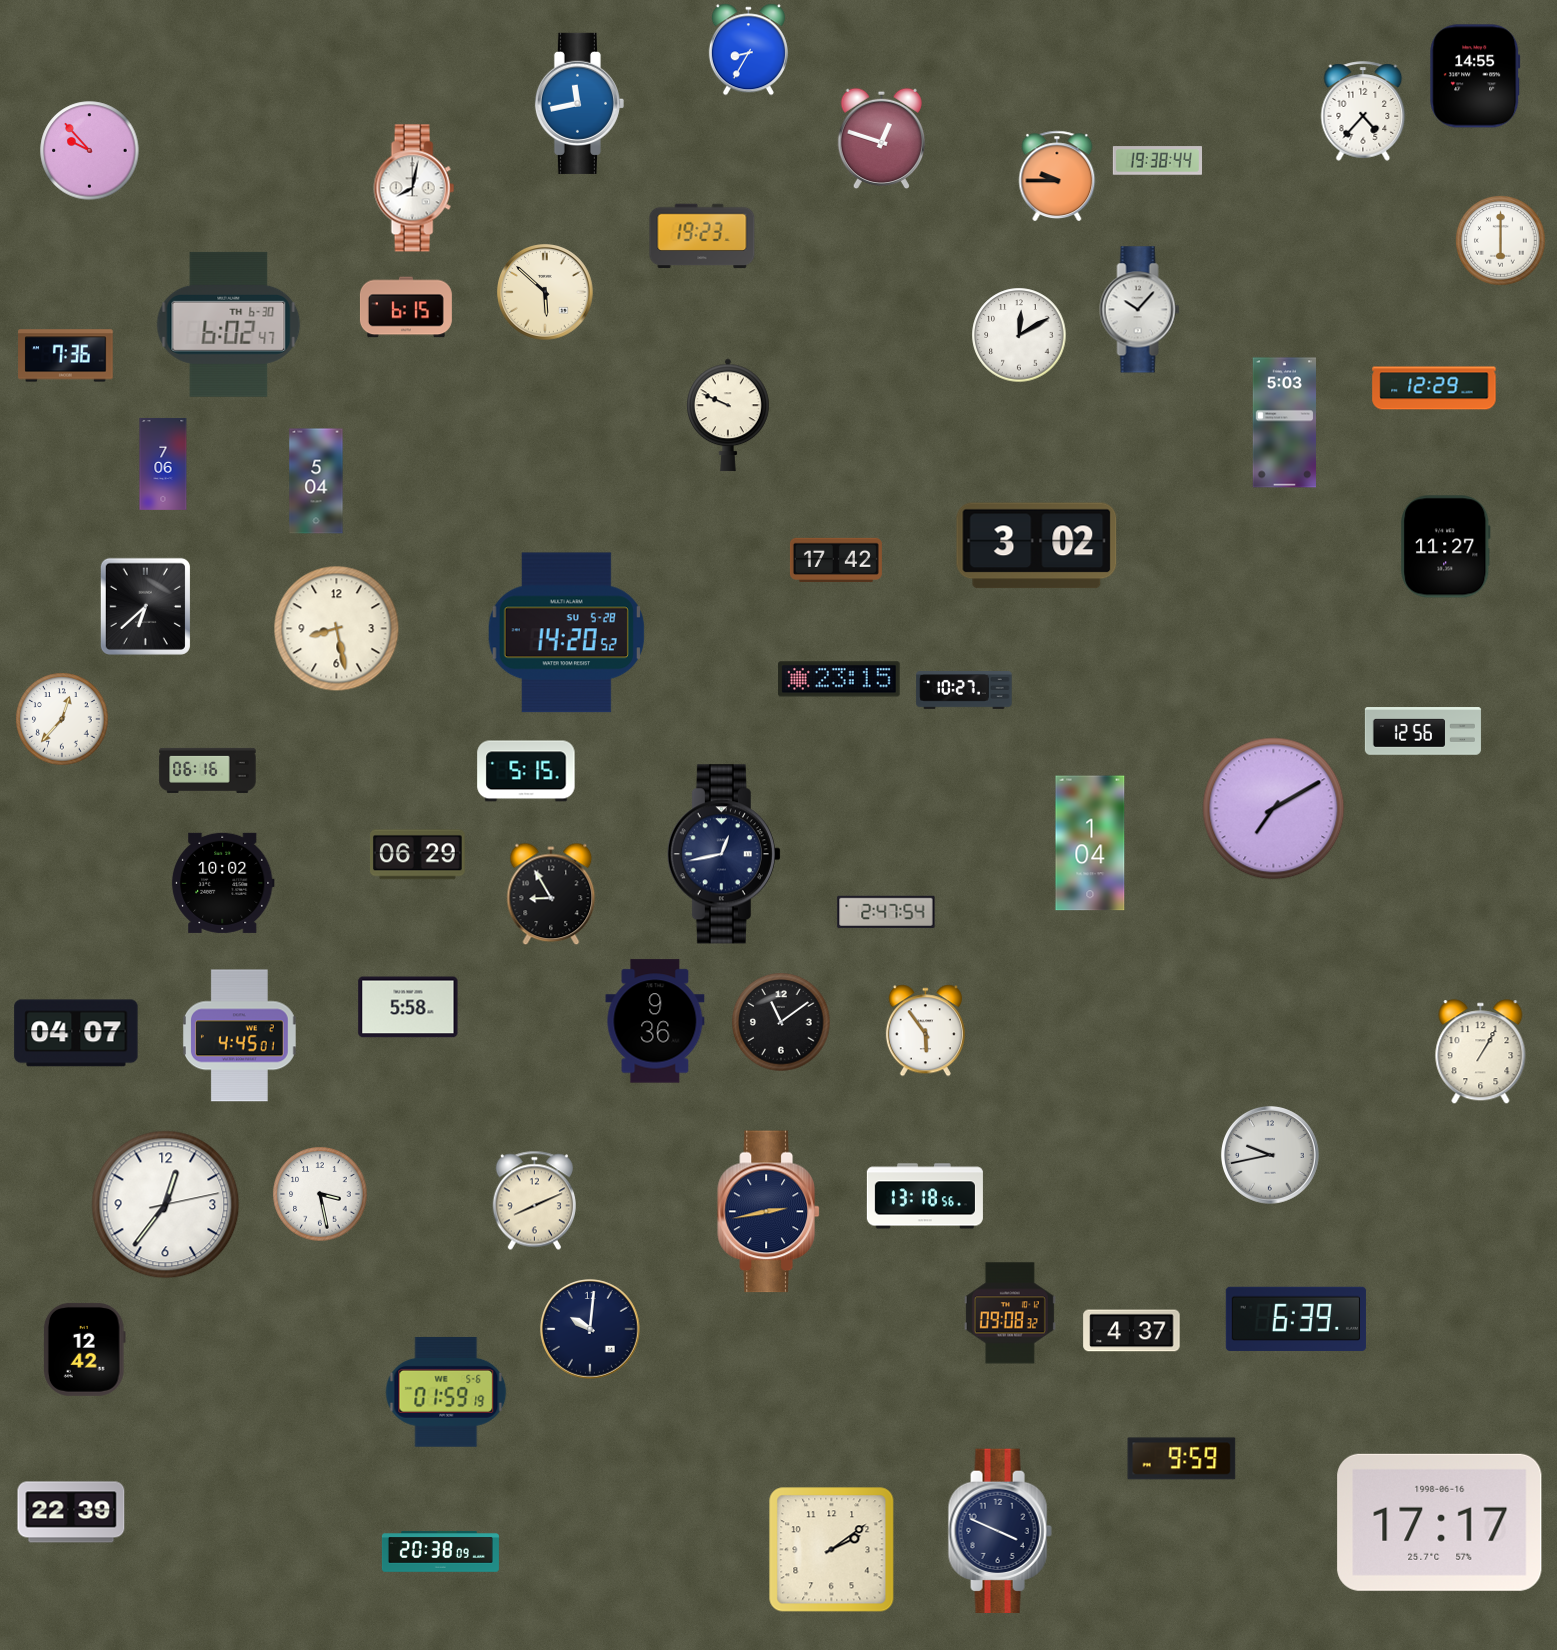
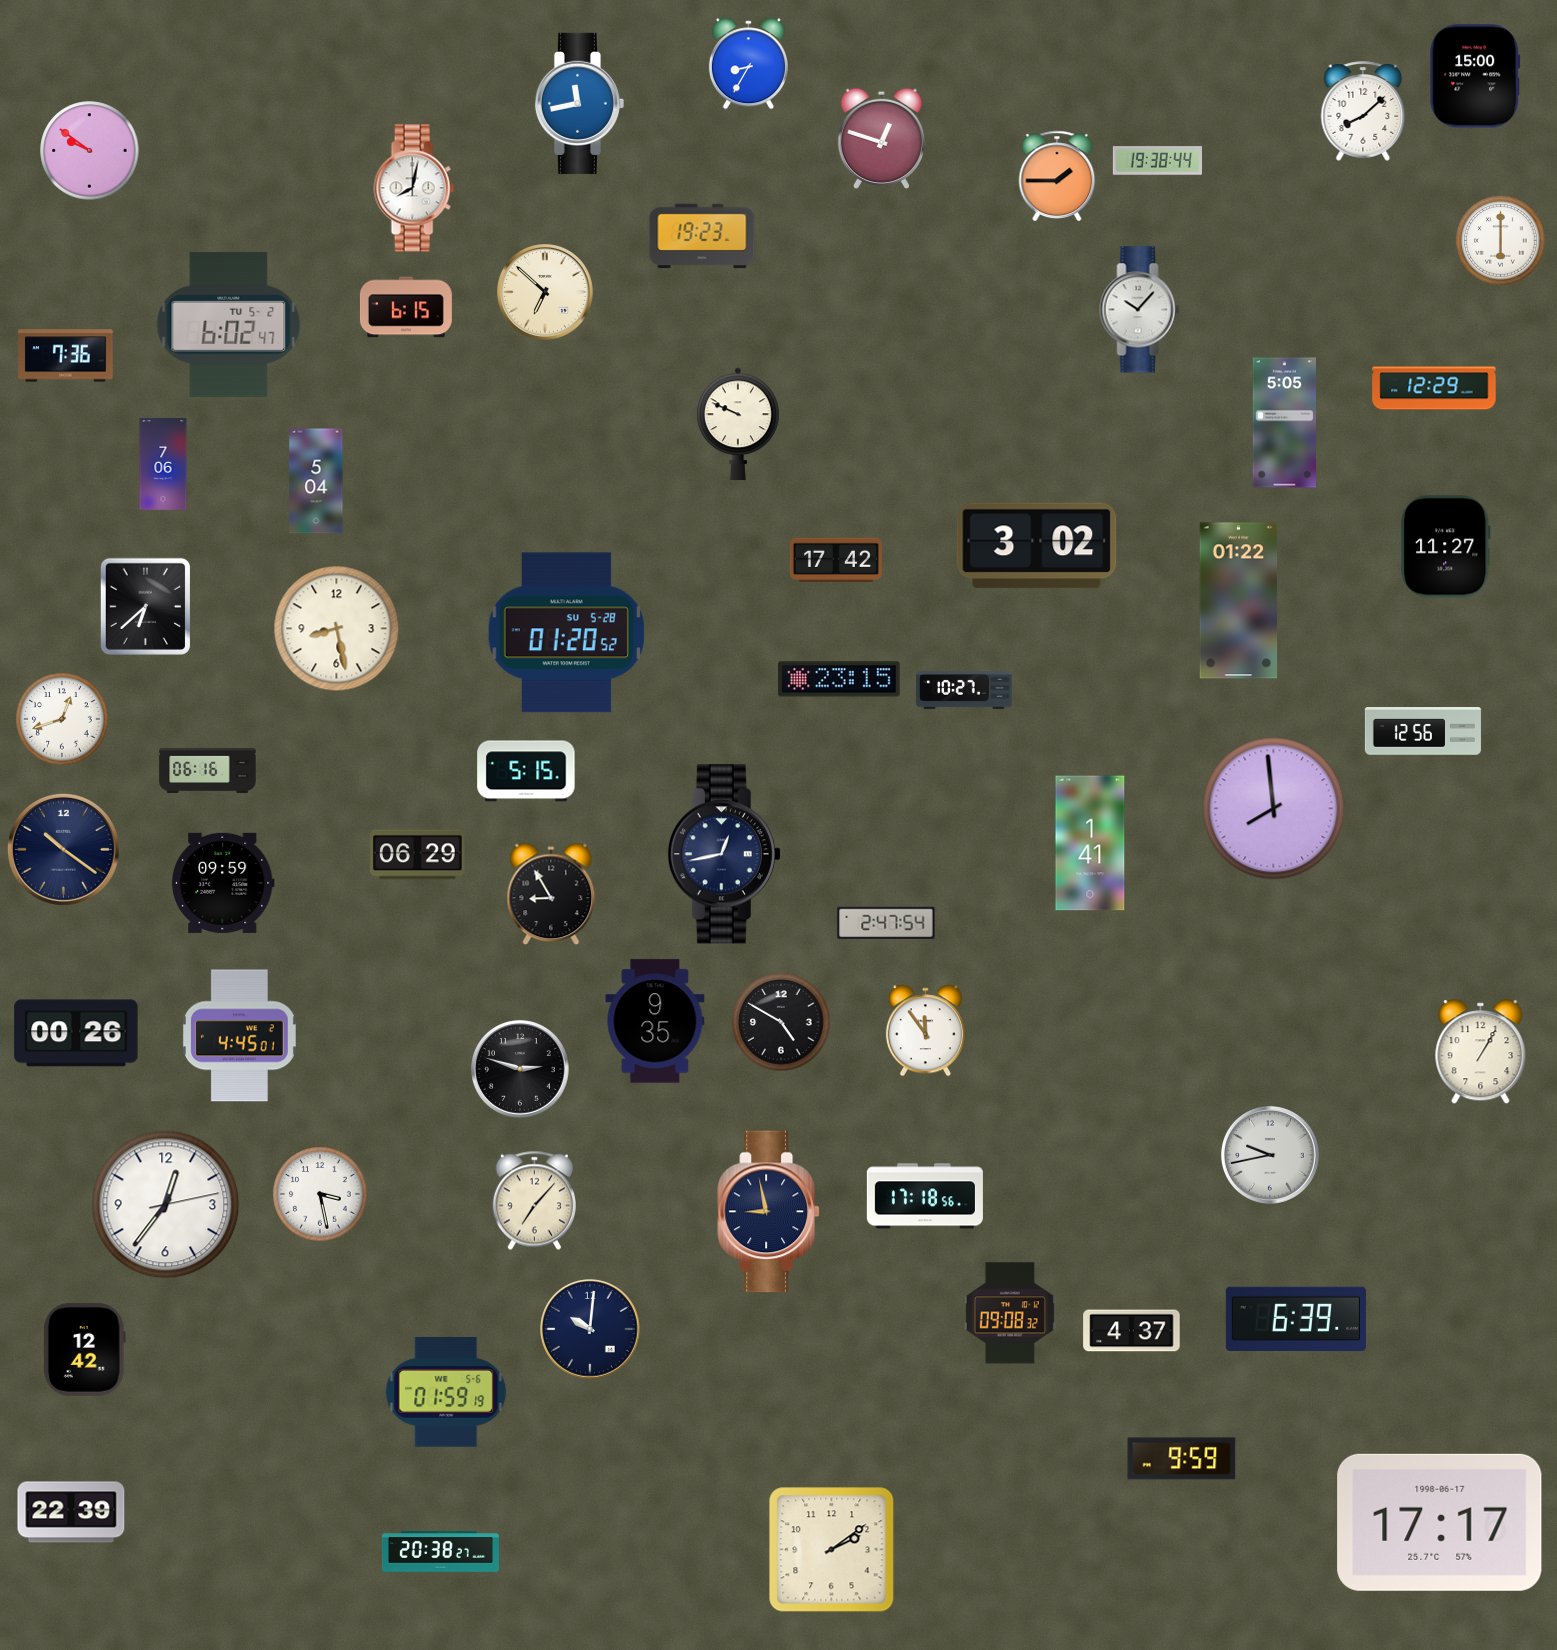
clock at (748, 50) position: (748, 50) -> (748, 64)
clock at (1475, 76): 14:55 -> 15:00
clock at (1363, 111): 4:37 -> 8:08
clock at (90, 151): 9:53 -> 9:51
clock at (1057, 176): 9:45 -> 1:45
clock at (545, 292): 5:52 -> 6:52
clock at (229, 324) date: TH 6-30 -> TU 5-2
clock at (1019, 335): 12:10 -> none
clock at (729, 415) position: (729, 415) -> (739, 424)
clock at (1284, 423): 5:03 -> 5:05
clock at (1239, 601): none -> 01:22
clock at (566, 633): 14:20 -> 01:20
clock at (62, 719): 12:37 -> 12:42
clock at (1274, 809): 7:10 -> 7:59
clock at (1090, 843): 1:04 -> 1:41
clock at (63, 849): none -> 10:21
clock at (223, 883): 10:02 -> 09:59
clock at (886, 912) position: (886, 912) -> (886, 923)
clock at (408, 1007): 5:58 -> none
clock at (655, 1021): 9:36 -> 9:35
clock at (781, 1022): 11:09 -> 4:50
clock at (925, 1031): 5:54 -> 11:54
clock at (76, 1033): 04:07 -> 00:26
clock at (521, 1070): none -> 2:48
clock at (925, 1196): 13:18 -> 17:18
clock at (534, 1201): 8:11 -> 7:07
clock at (769, 1212): 2:43 -> 8:58
clock at (1440, 1522) date: 1998-06-16 -> 1998-06-17
clock at (1000, 1530): 3:49 -> none
clock at (440, 1552): 20:38:09 -> 20:38:27
